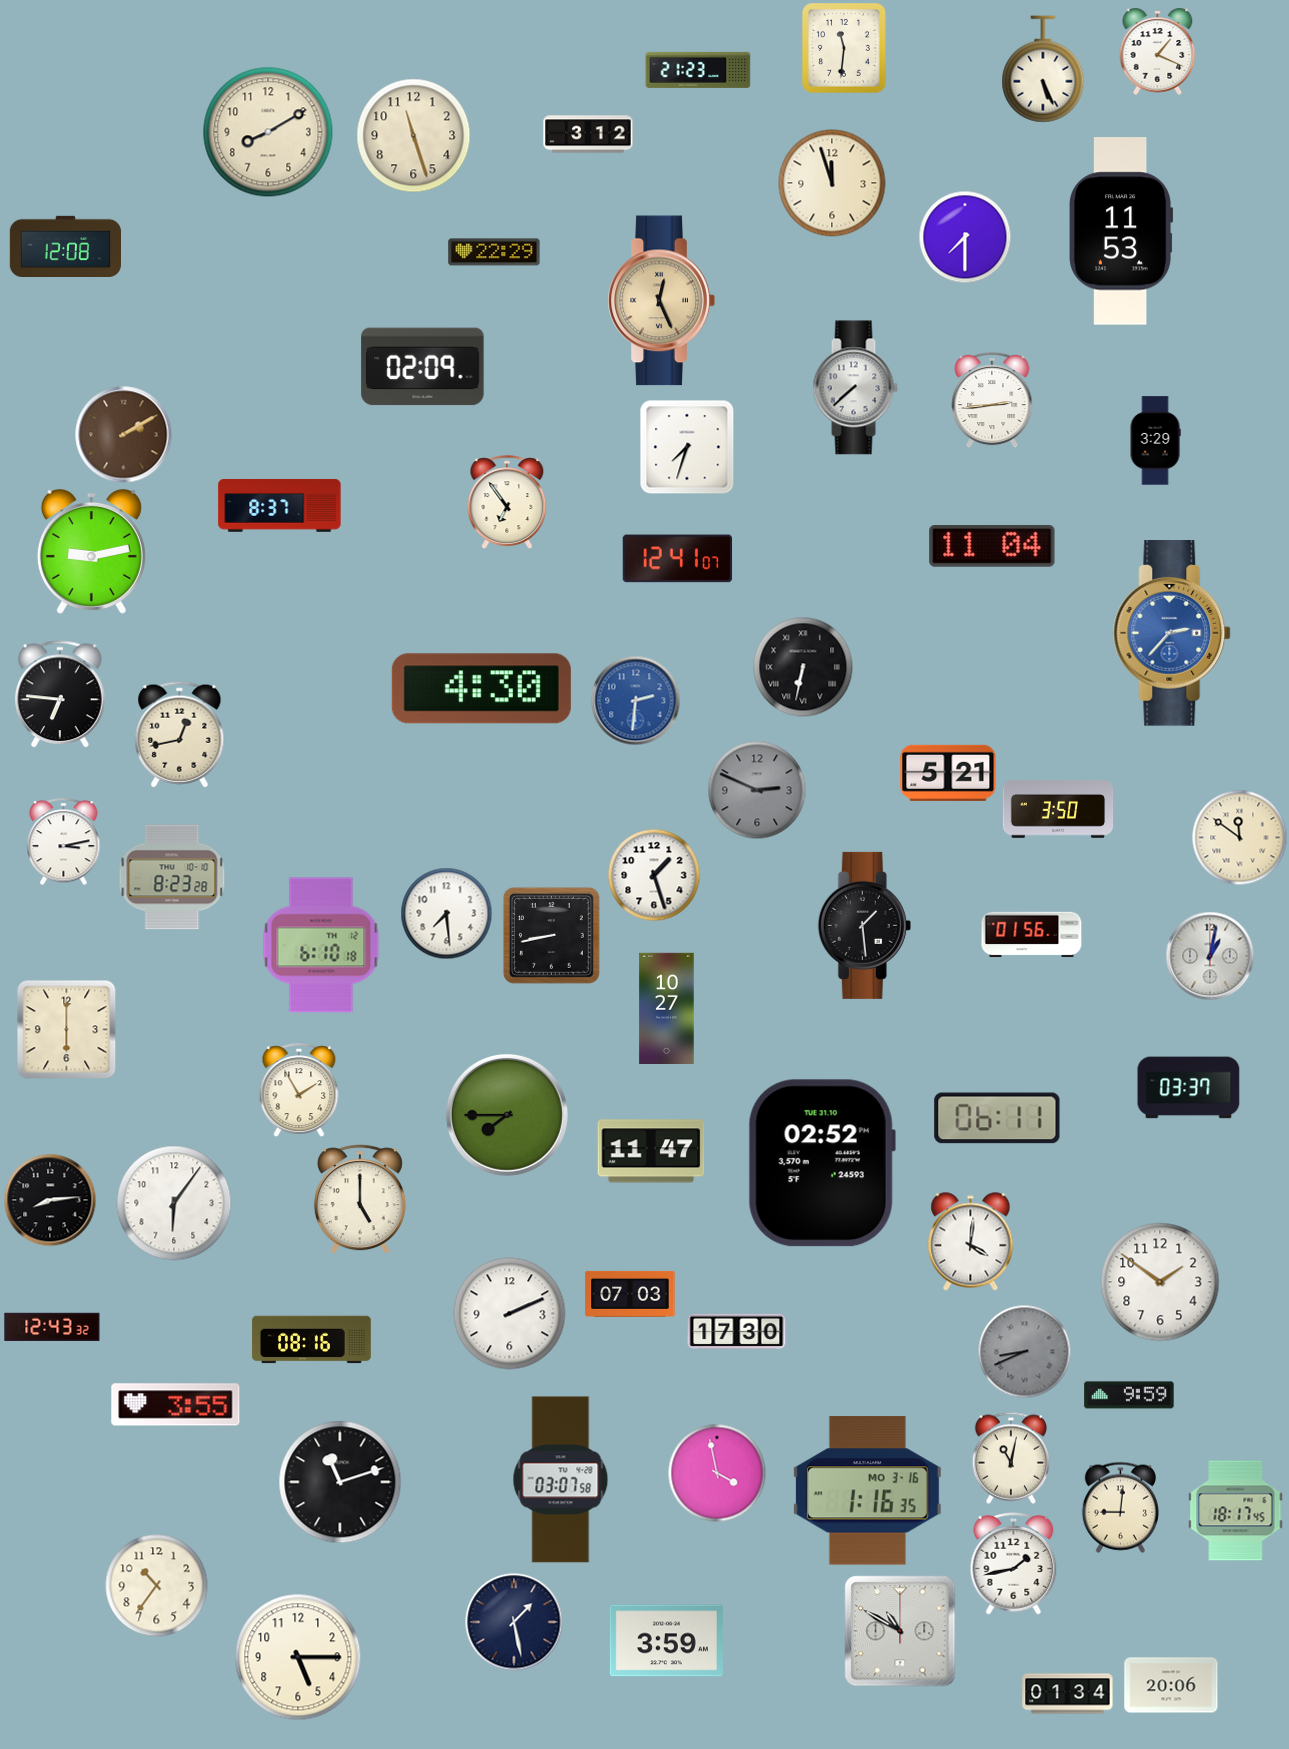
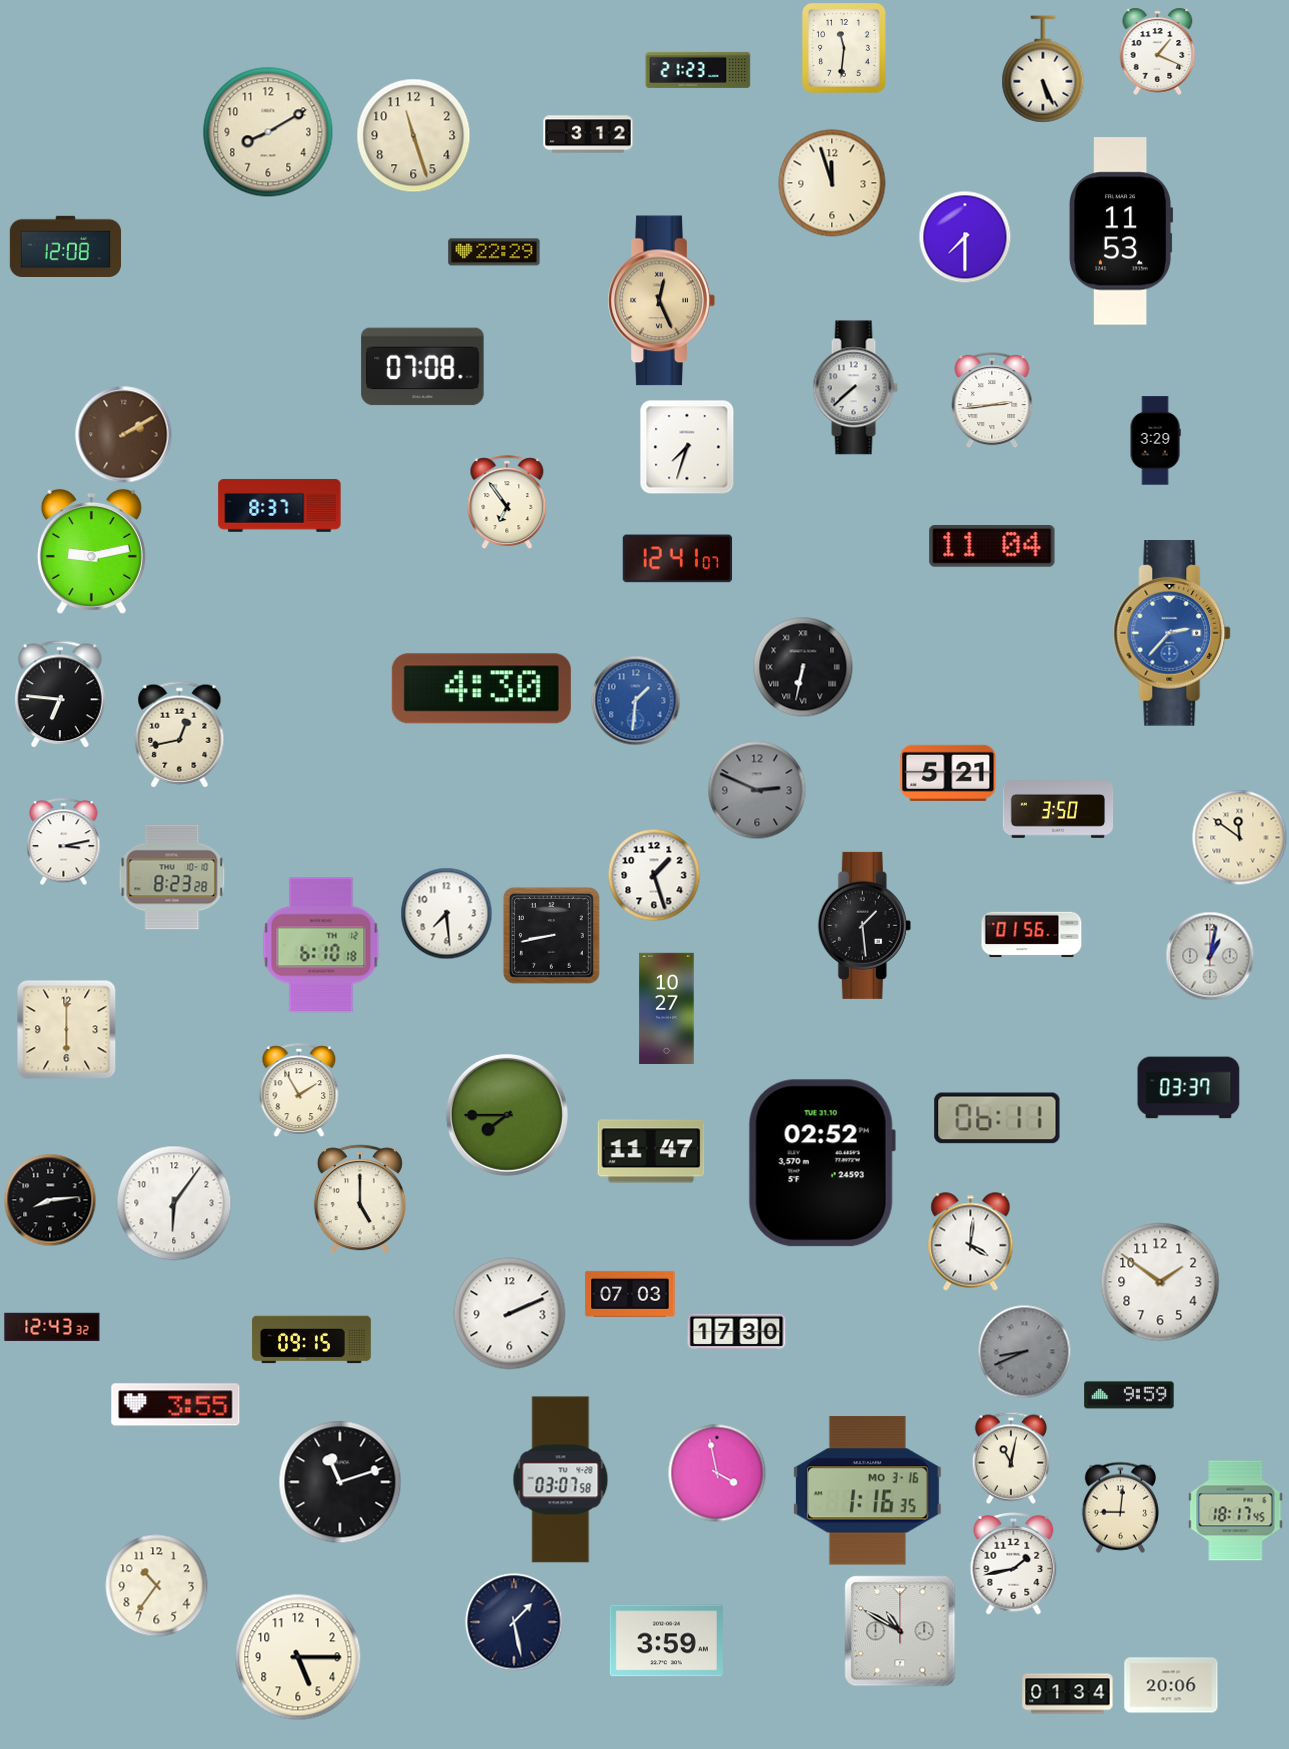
clock at (423, 367): 02:09 -> 07:08
clock at (636, 701): 2:31 -> 1:31
clock at (312, 1340): 08:16 -> 09:15
